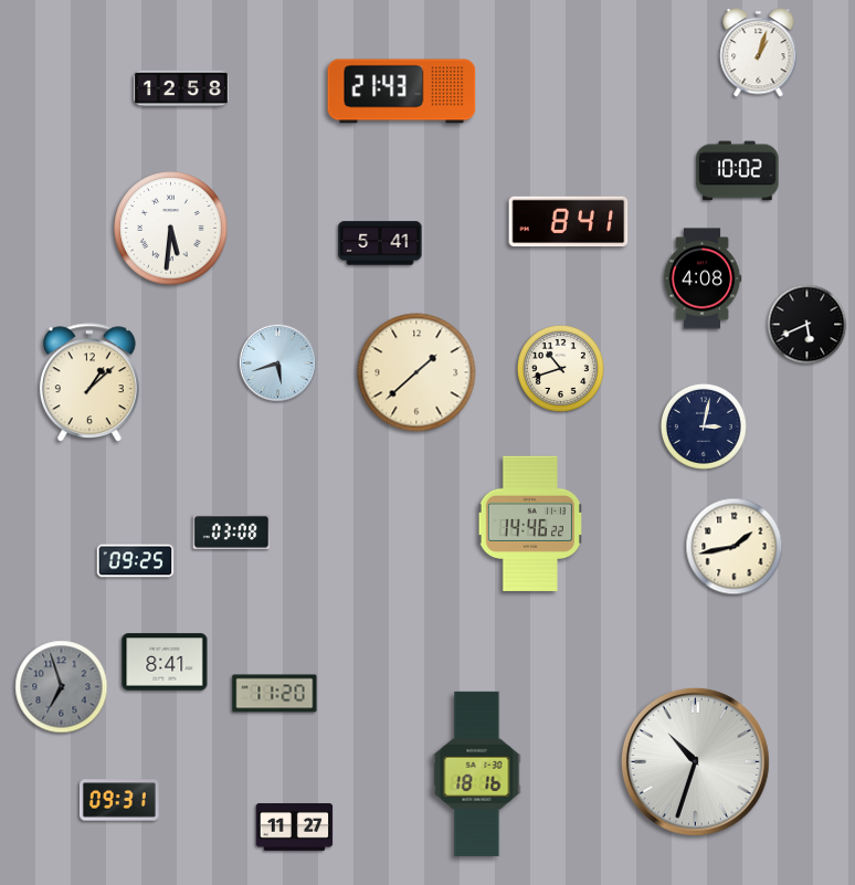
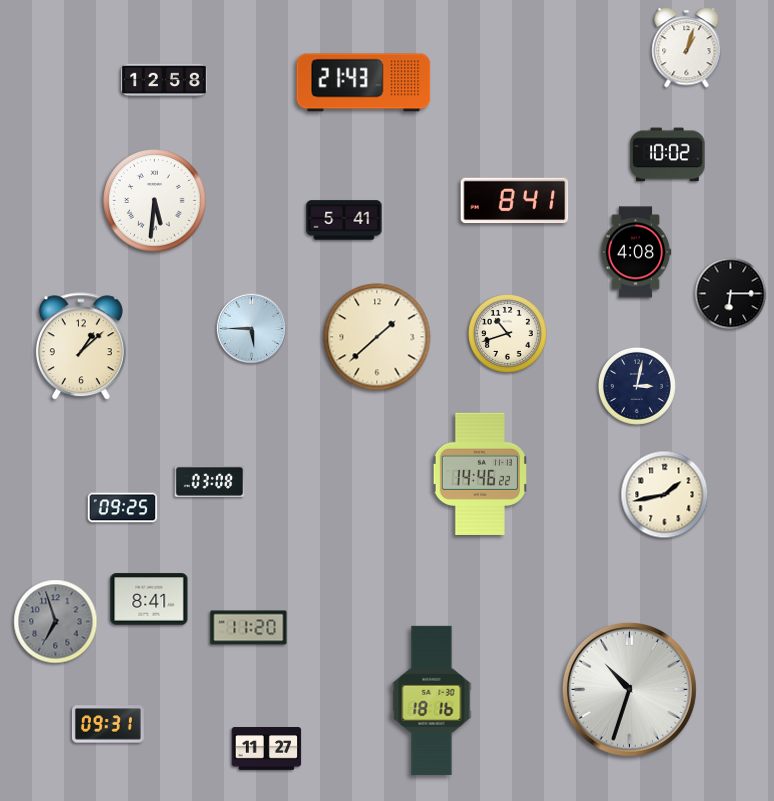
clock at (171, 229) position: (171, 229) -> (155, 201)
clock at (807, 325): 5:41 -> 6:15
clock at (278, 364): 5:42 -> 5:45
